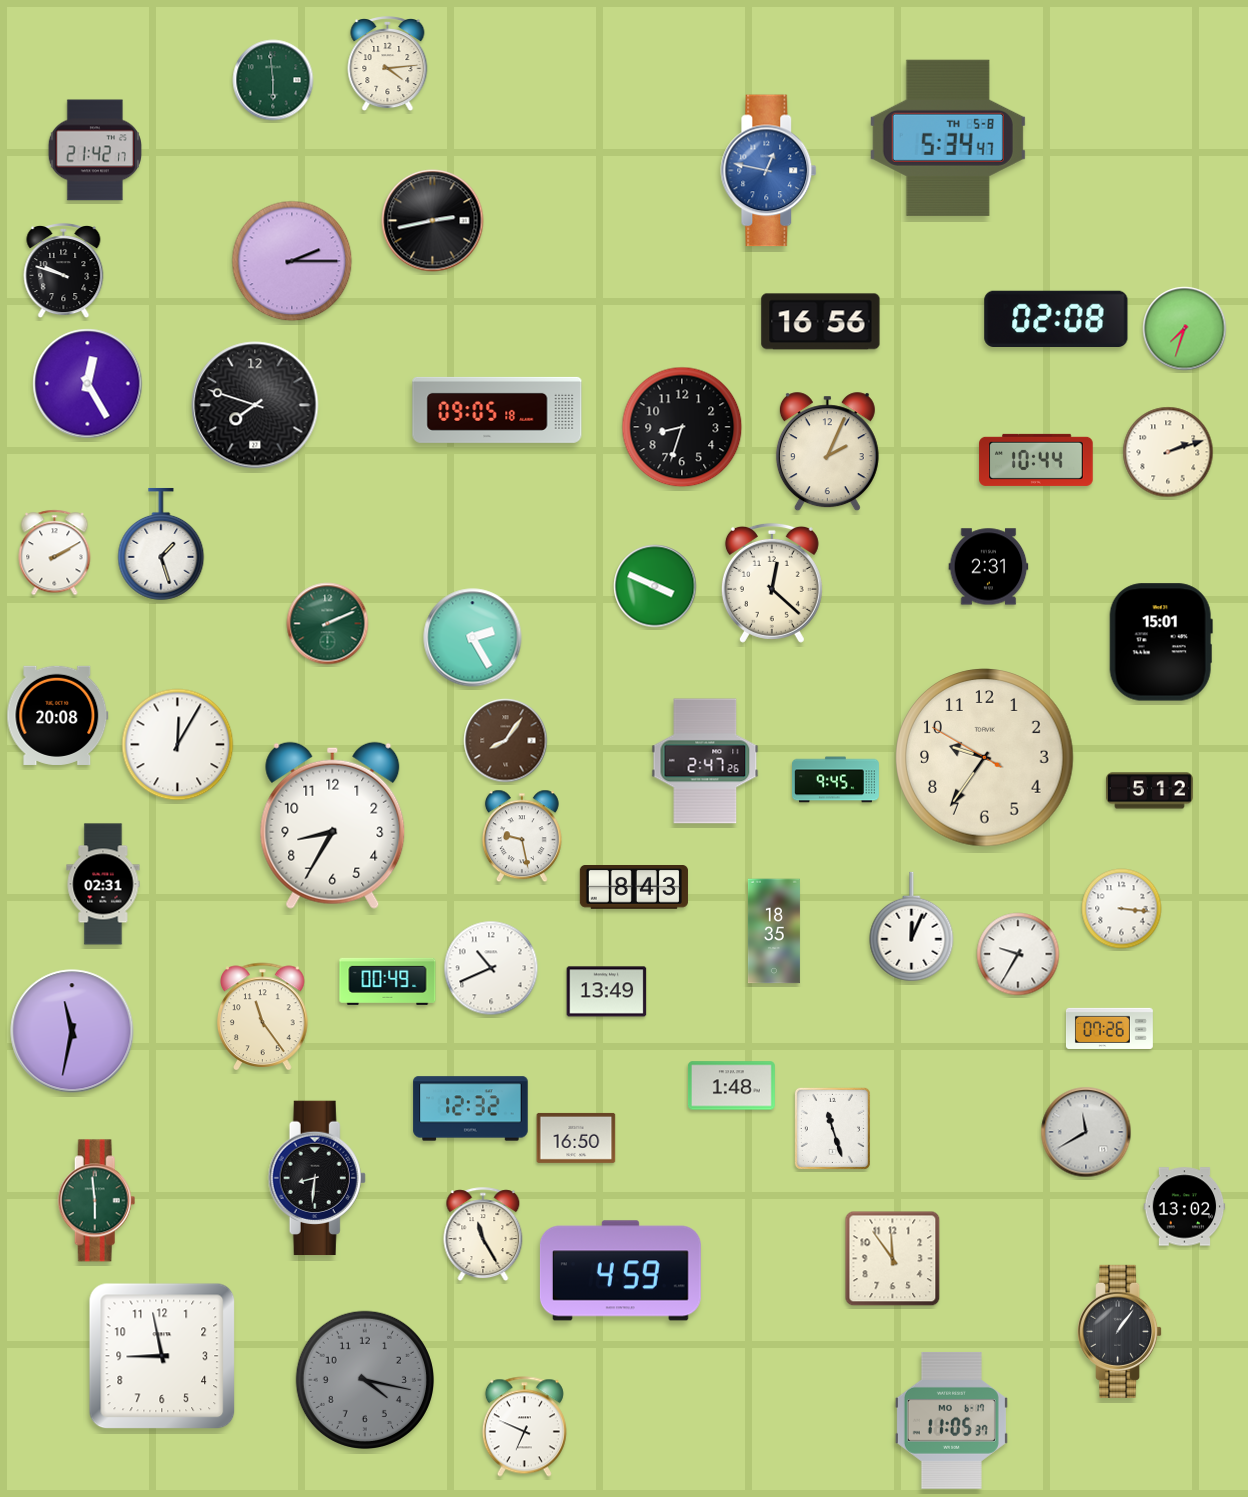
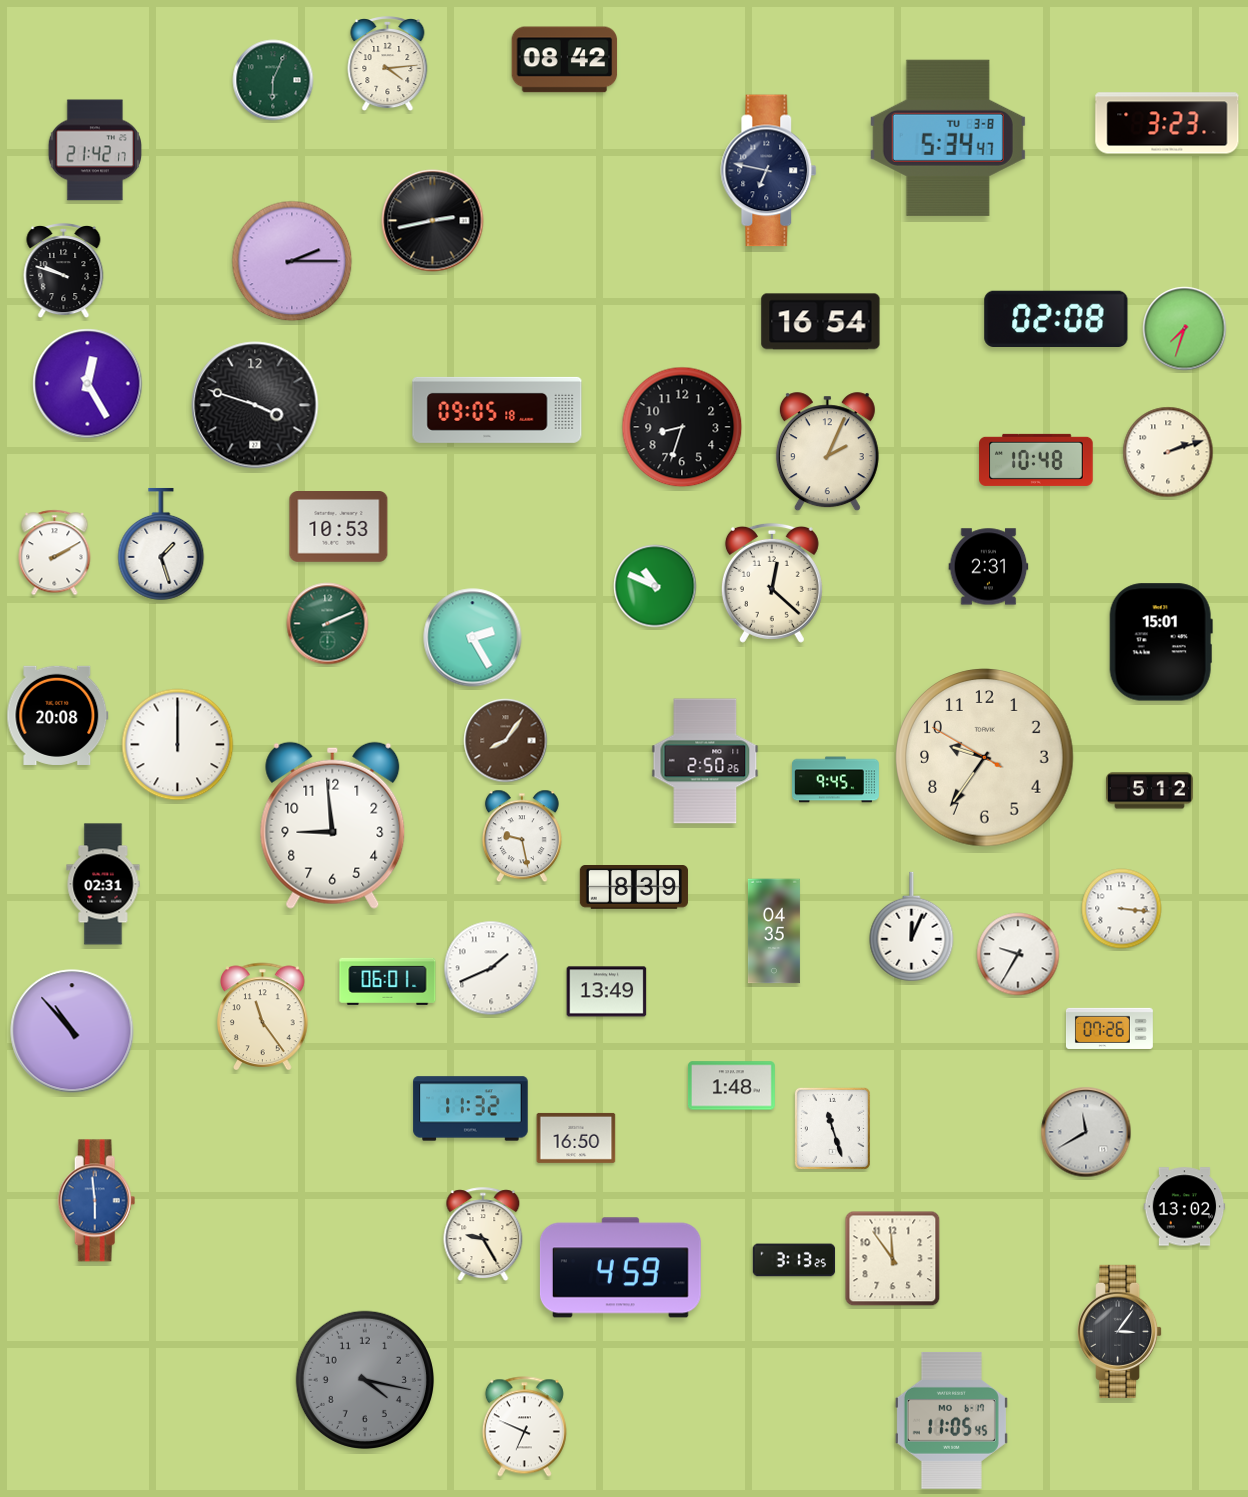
clock at (565, 60): none -> 08:42
clock at (273, 80): 5:59 -> 6:04
clock at (1167, 123): none -> 3:23
clock at (948, 138) date: TH 5-8 -> TU 3-8
clock at (769, 171): 12:47 -> 6:47
clock at (769, 171) dial: blue -> navy
clock at (821, 322): 16:56 -> 16:54
clock at (255, 405): 7:48 -> 3:48
clock at (1036, 460): 10:44 -> 10:48
clock at (339, 527): none -> 10:53
clock at (655, 586): 3:49 -> 10:49
clock at (178, 745): 12:05 -> 12:00
clock at (705, 761): 2:47 -> 2:50
clock at (333, 825): 8:35 -> 8:59
clock at (634, 888): 8:43 -> 8:39
clock at (774, 931): 18:35 -> 04:35
clock at (491, 968): 10:41 -> 1:41
clock at (388, 981): 00:49 -> 06:01
clock at (72, 1031): 11:32 -> 10:53
clock at (471, 1109): 12:32 -> 11:32
clock at (317, 1178): 8:31 -> none
clock at (97, 1201) dial: green -> blue
clock at (483, 1234): 11:25 -> 9:25
clock at (794, 1260): none -> 3:13
clock at (620, 1271) position: (620, 1271) -> (620, 1268)
clock at (1120, 1331): 1:06 -> 3:06
clock at (162, 1356): 8:58 -> none
clock at (951, 1420): 11:05:37 -> 11:05:45
